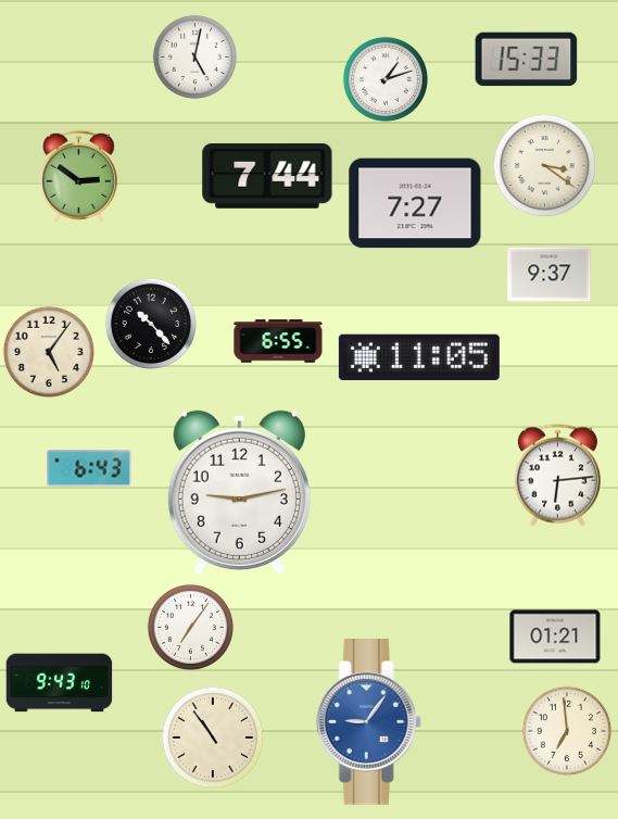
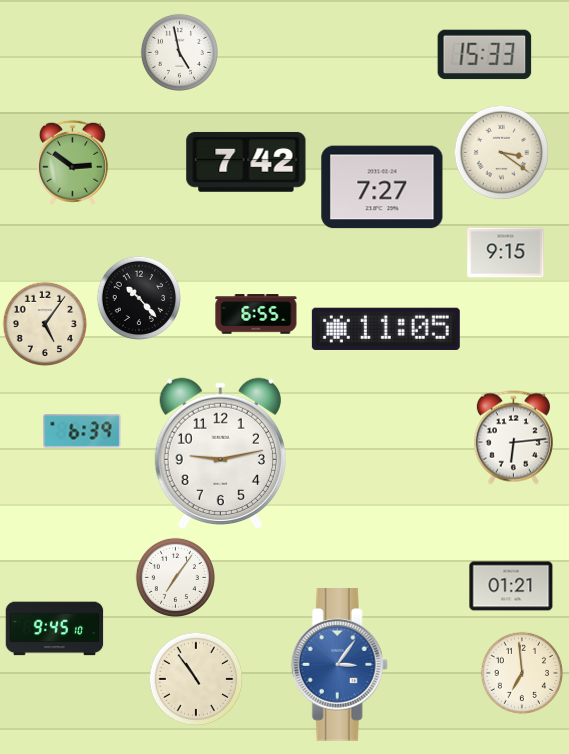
clock at (194, 56): 5:02 -> 4:58
clock at (386, 79): 1:12 -> none
clock at (267, 176): 7:44 -> 7:42
clock at (550, 275): 9:37 -> 9:15
clock at (89, 468): 6:43 -> 6:39
clock at (60, 683): 9:43 -> 9:45
clock at (368, 722): 9:06 -> 3:06
